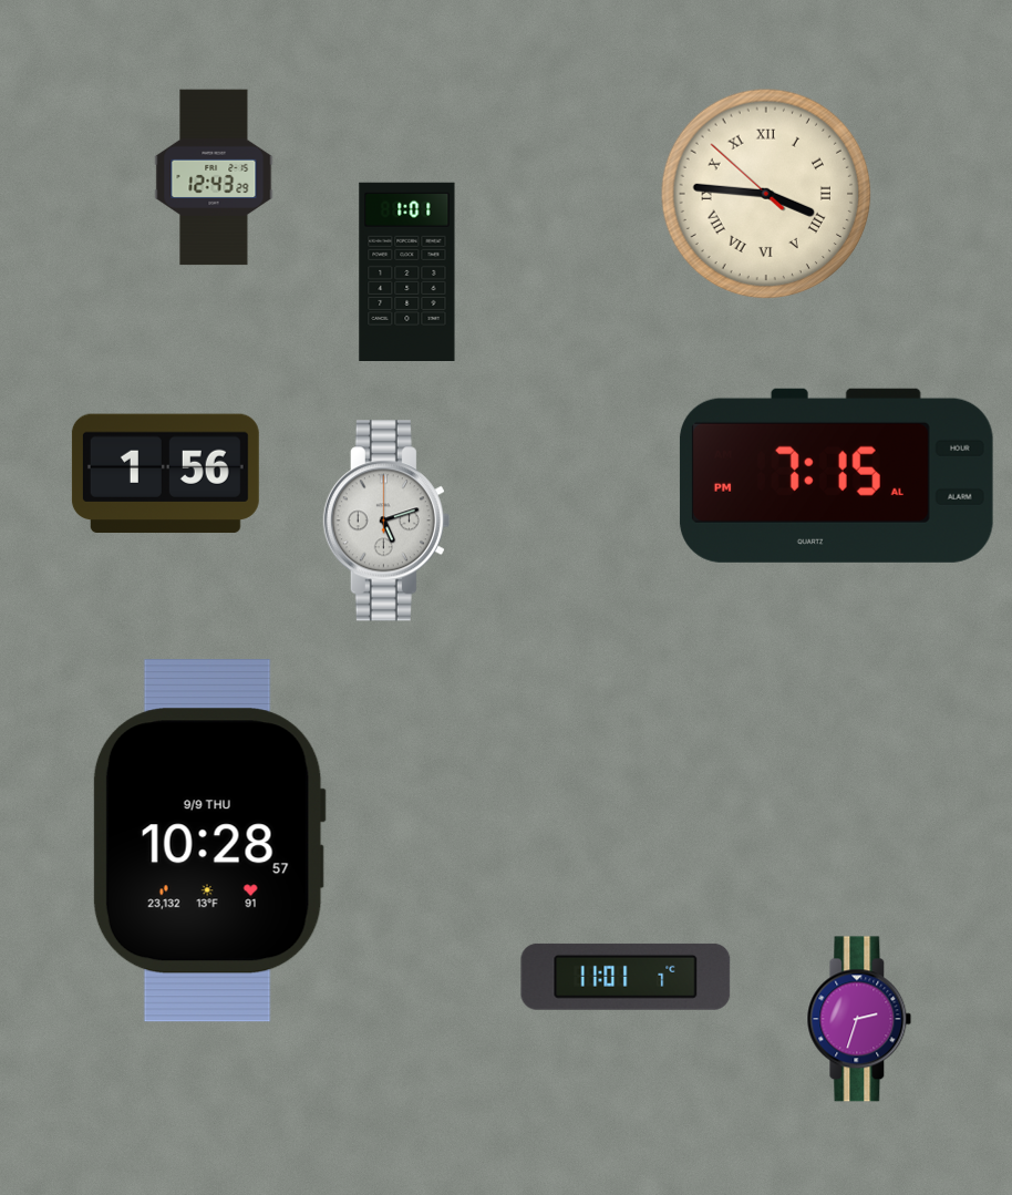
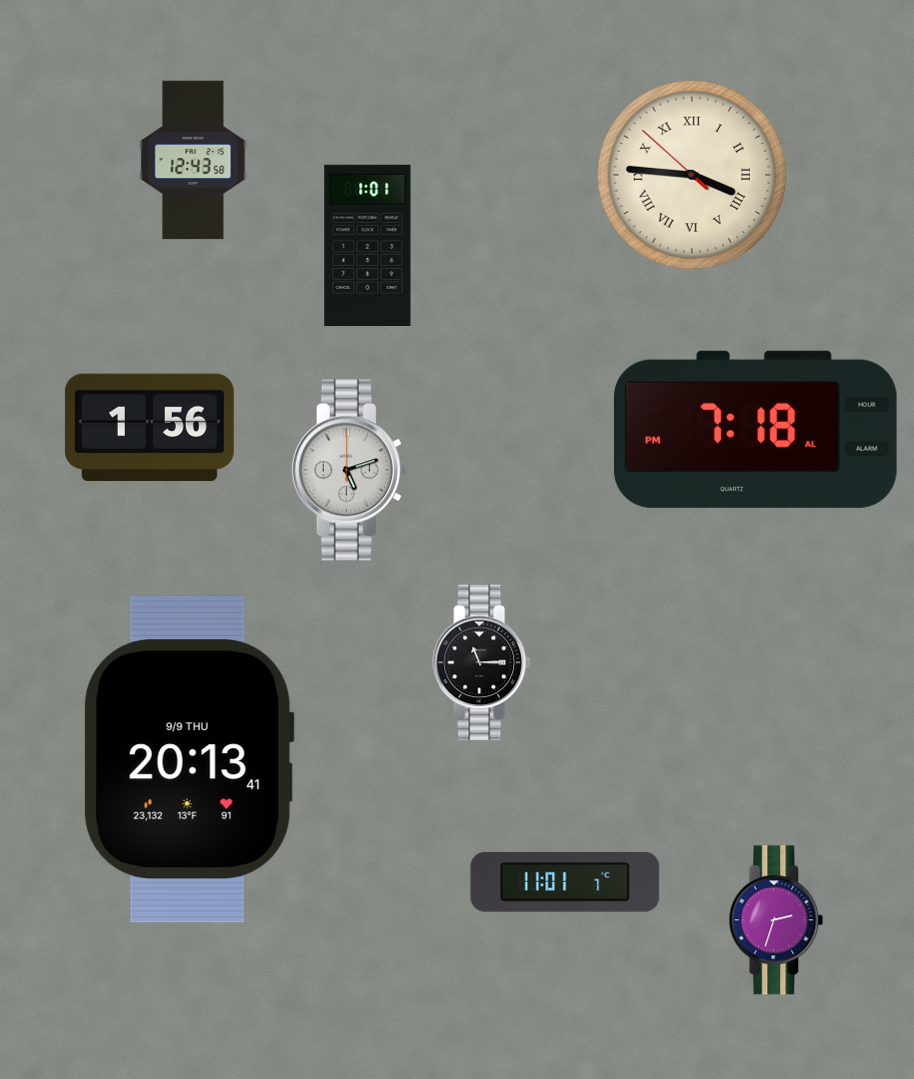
clock at (214, 177): 12:43:29 -> 12:43:58
clock at (836, 475): 7:15 -> 7:18
clock at (482, 663): none -> 11:15
clock at (209, 841): 10:28 -> 20:13
